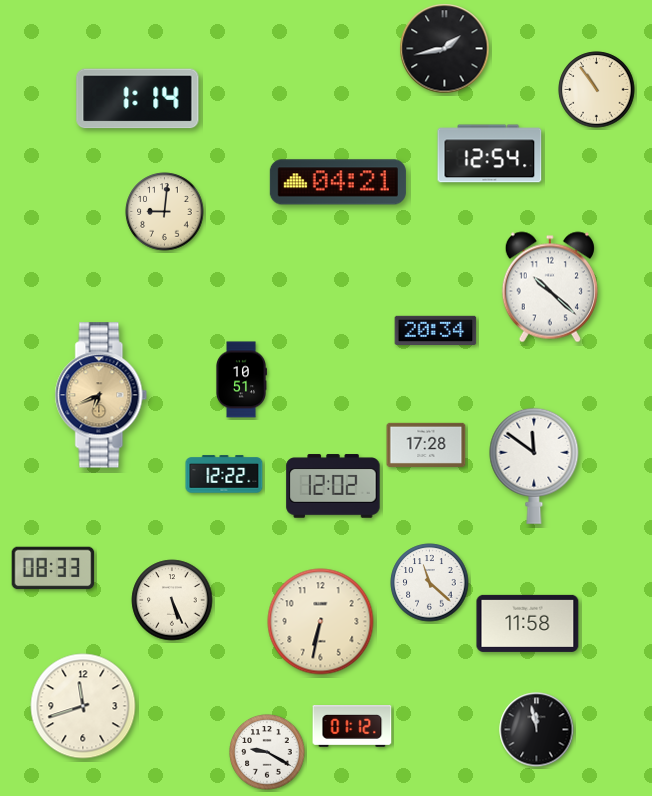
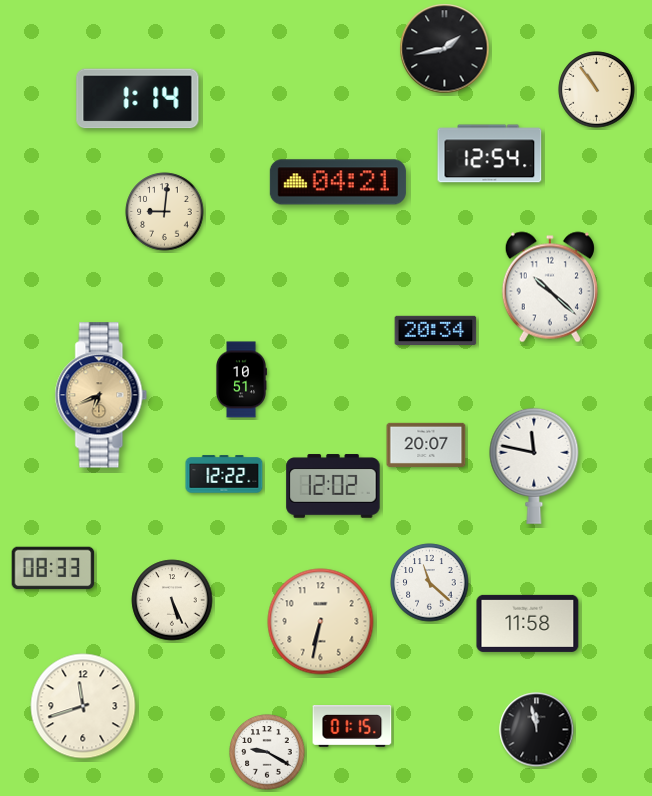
clock at (426, 445): 17:28 -> 20:07
clock at (534, 466): 11:51 -> 11:47
clock at (352, 727): 01:12 -> 01:15
